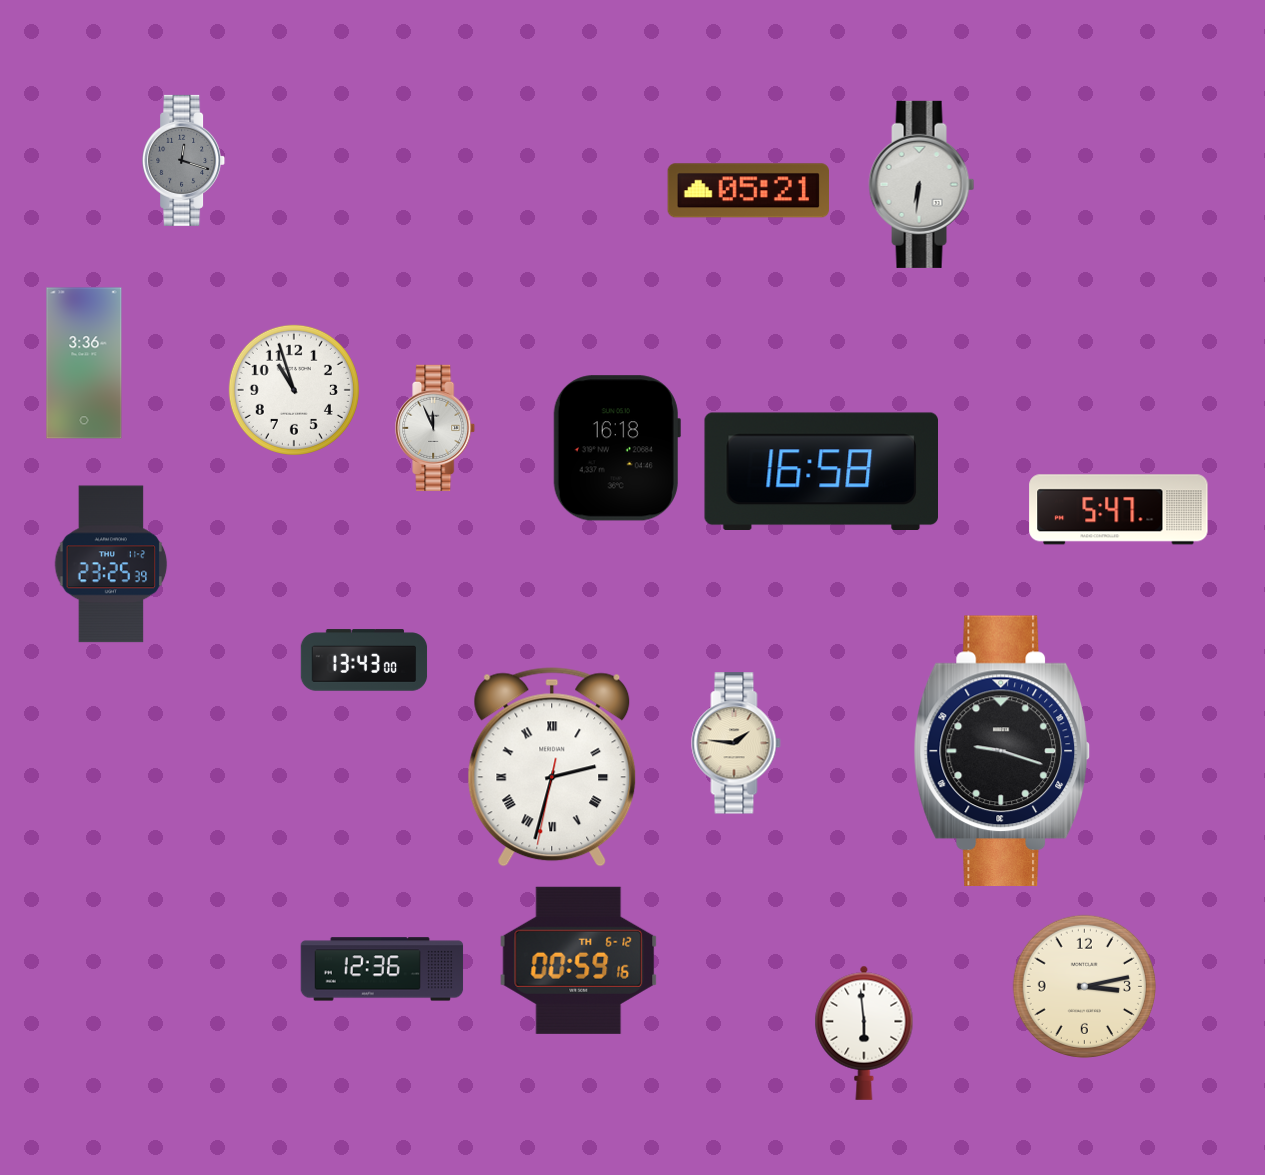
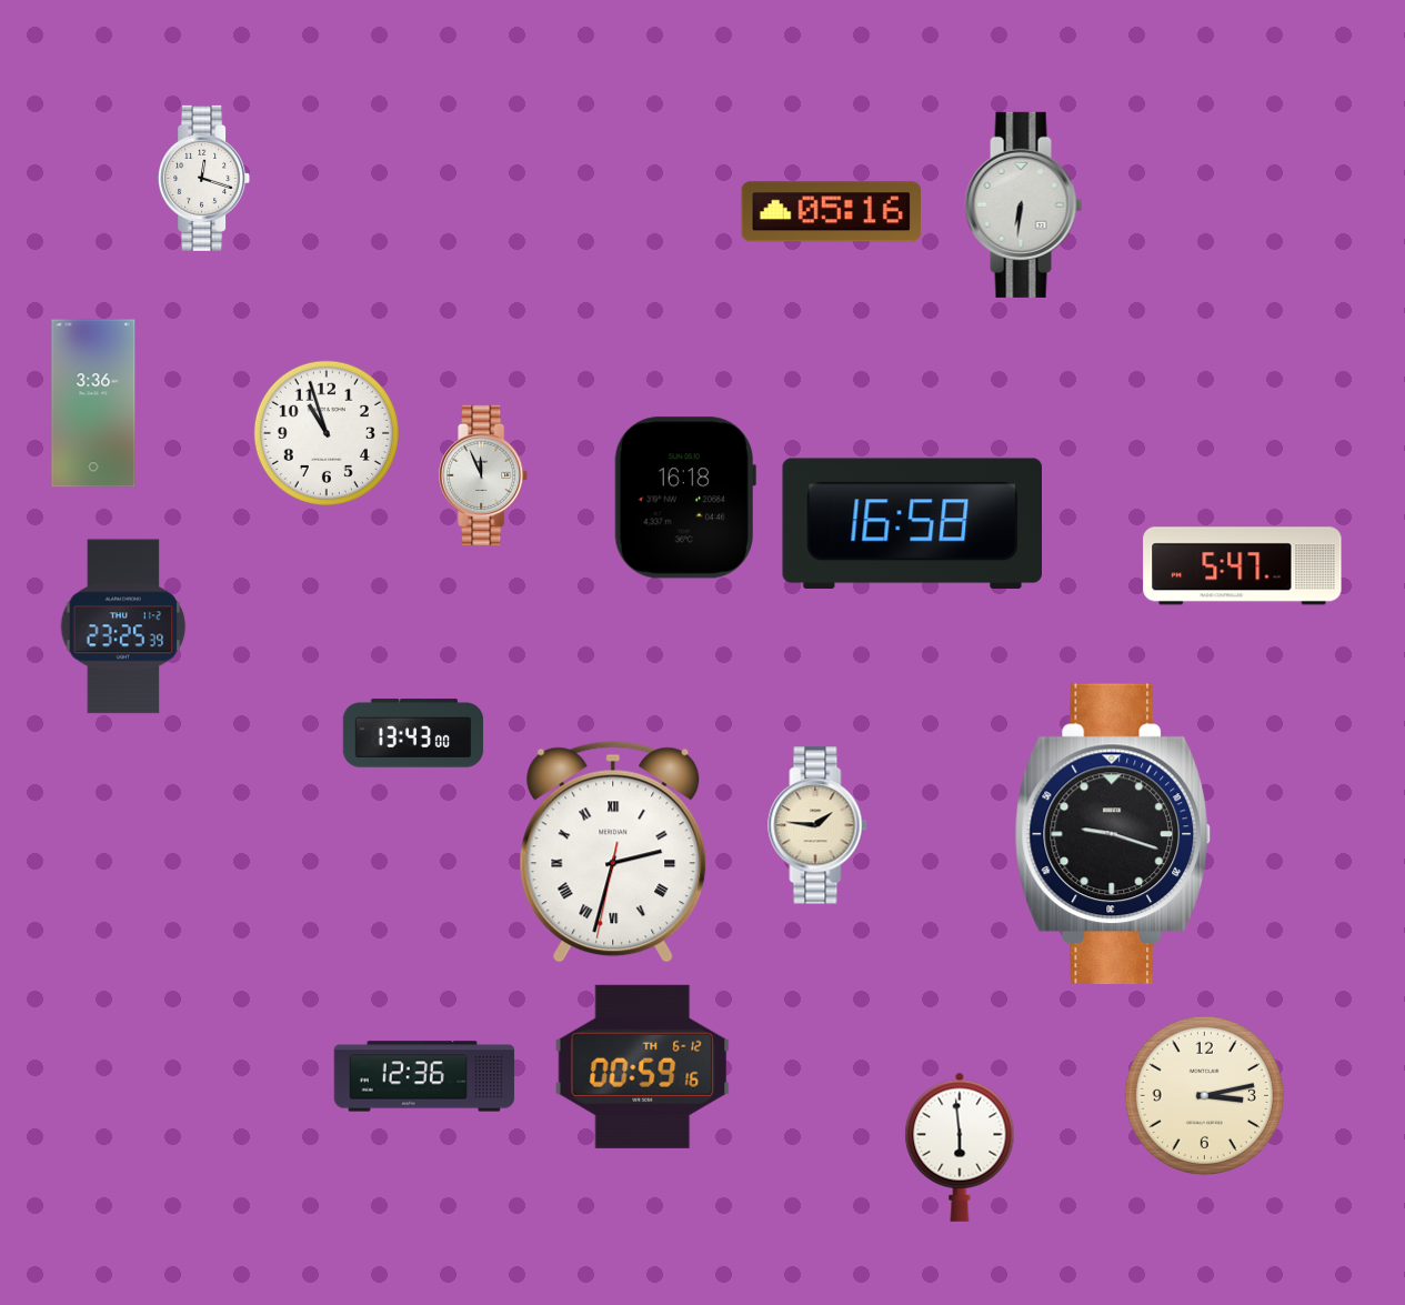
clock at (184, 160) dial: grey -> white
clock at (748, 191): 05:21 -> 05:16
clock at (364, 660) position: (364, 660) -> (413, 733)
